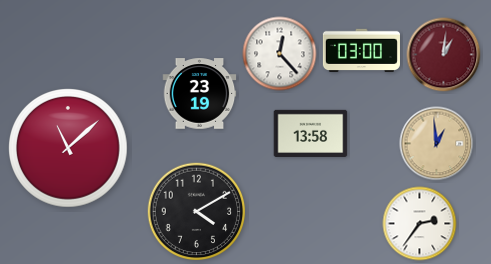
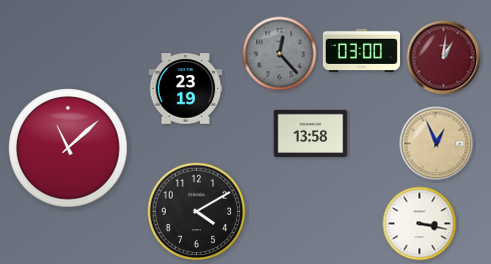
clock at (280, 54) dial: white -> grey
clock at (444, 55) position: (444, 55) -> (444, 58)
clock at (200, 94) position: (200, 94) -> (186, 89)
clock at (437, 144): 12:59 -> 12:56
clock at (420, 224): 2:36 -> 3:17
